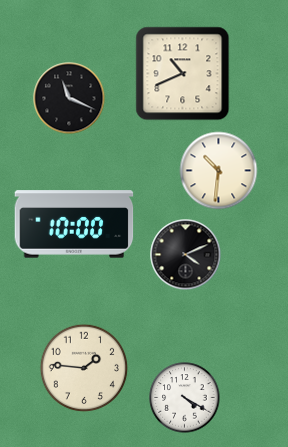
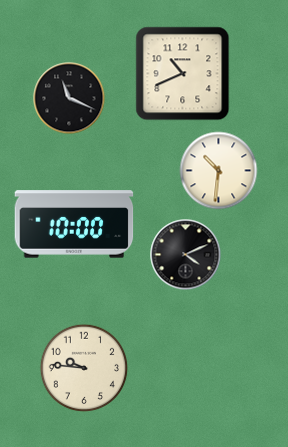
clock at (84, 368): 1:46 -> 9:46
clock at (185, 398): 4:20 -> none
